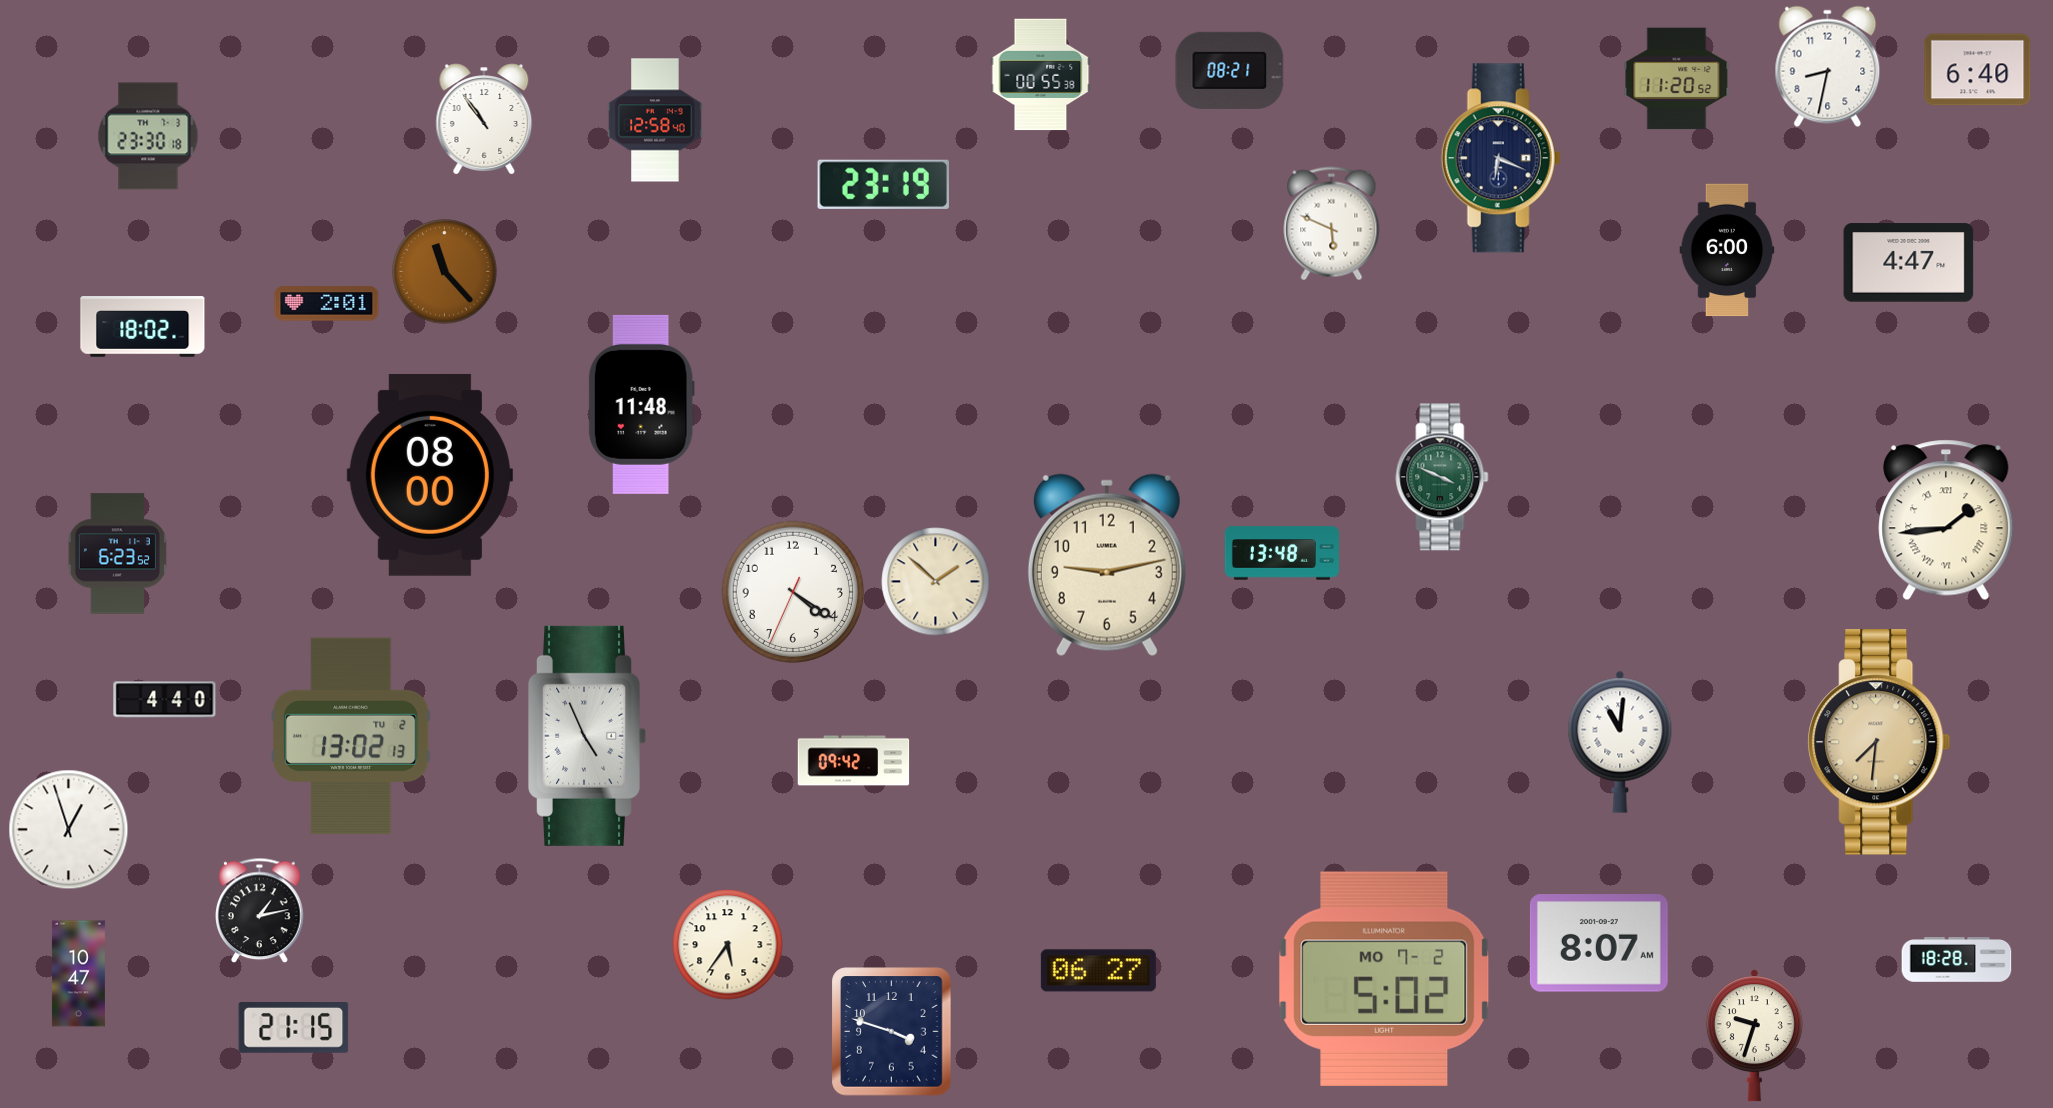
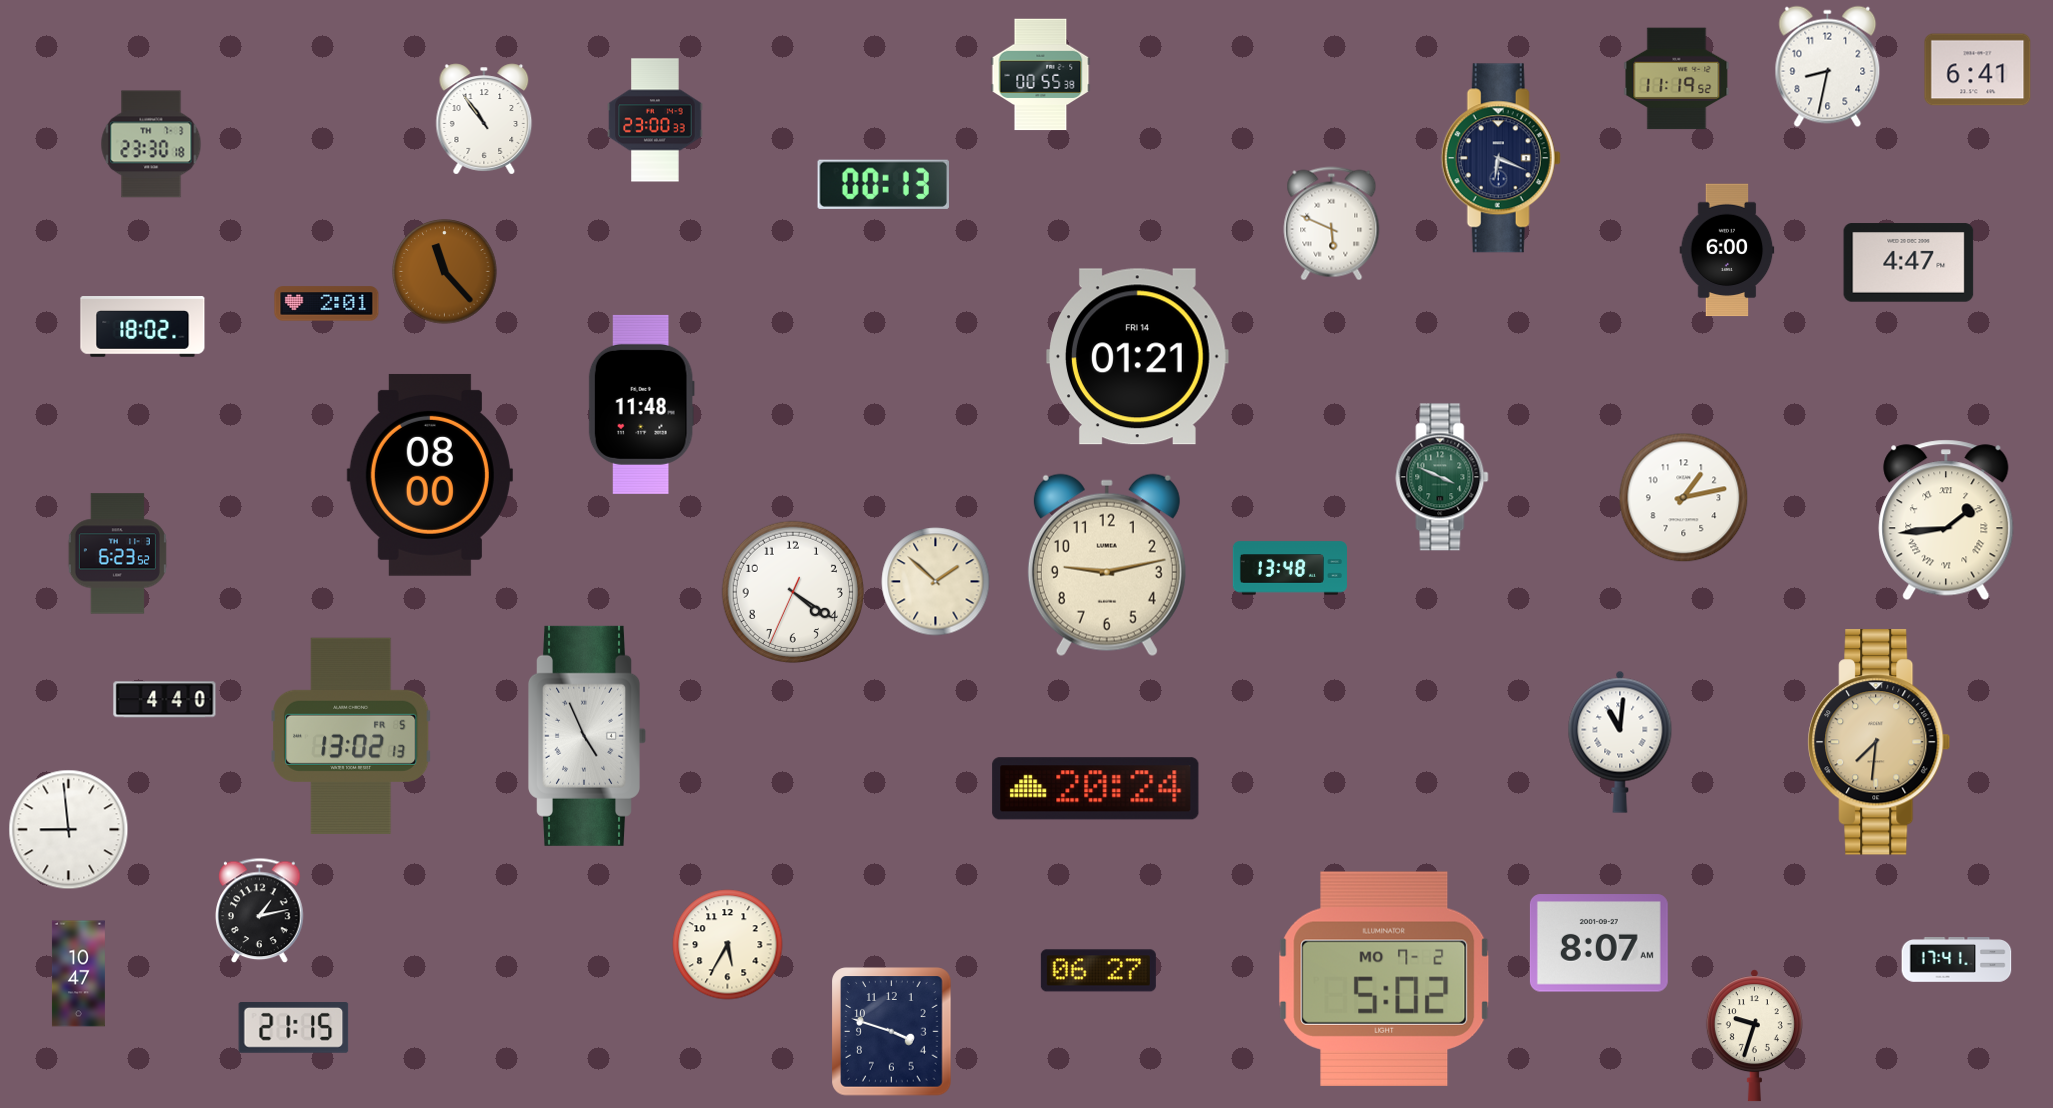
clock at (1230, 70): 08:21 -> none
clock at (1978, 70): 6:40 -> 6:41
clock at (1677, 79): 11:20 -> 11:19
clock at (655, 120): 12:58 -> 23:00
clock at (148, 136) position: (148, 136) -> (151, 144)
clock at (883, 184): 23:19 -> 00:13
clock at (1138, 357): none -> 01:21
clock at (1684, 498): none -> 1:13
clock at (1282, 553) position: (1282, 553) -> (1290, 568)
clock at (351, 736) date: TU 2 -> FR 5
clock at (854, 761): 09:42 -> none
clock at (1096, 789): none -> 20:24
clock at (69, 830): 12:57 -> 8:59
clock at (728, 945): 5:36 -> 5:35
clock at (1957, 960): 18:28 -> 17:41
